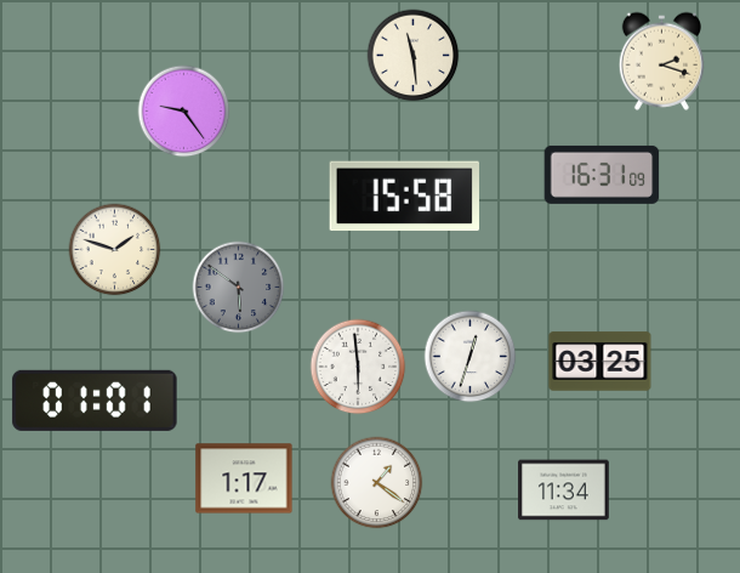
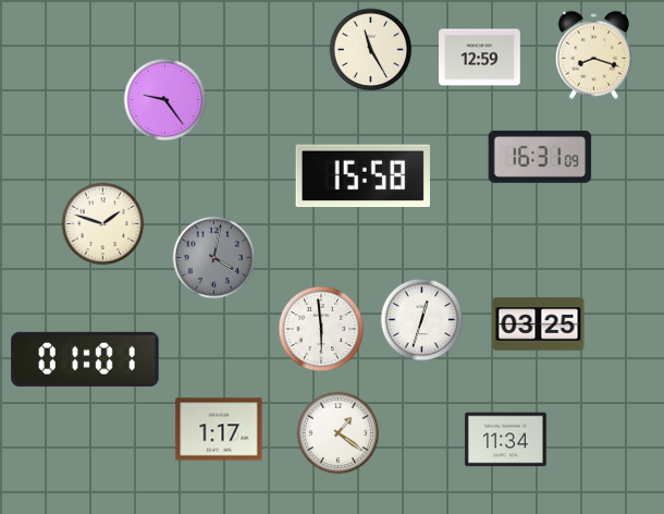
clock at (414, 56): 11:29 -> 11:25
clock at (661, 61): 2:18 -> 8:18
clock at (480, 58): none -> 12:59
clock at (239, 288): 5:51 -> 4:02
